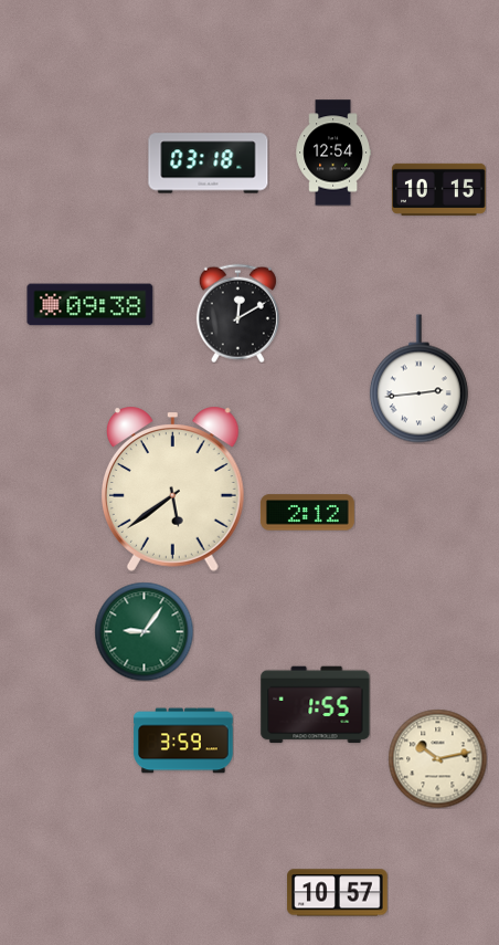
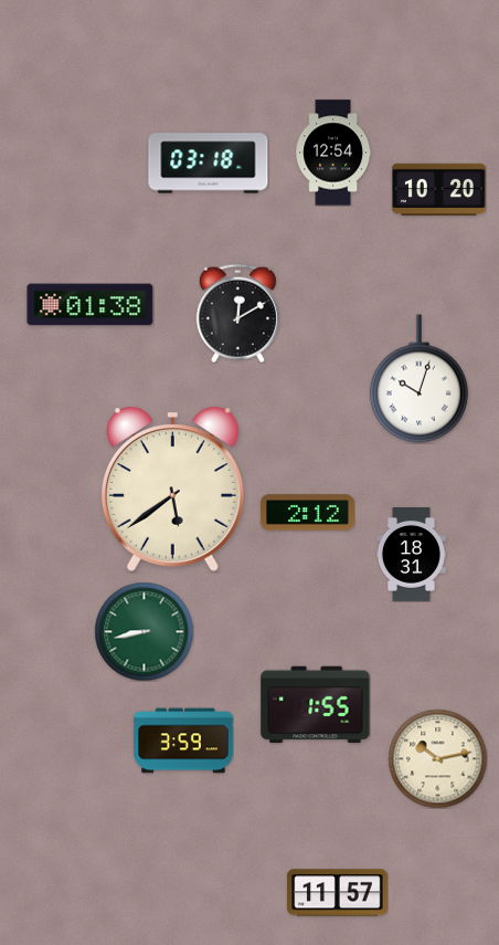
clock at (438, 189): 10:15 -> 10:20
clock at (91, 305): 09:38 -> 01:38
clock at (418, 379): 2:44 -> 10:03
clock at (411, 554): none -> 18:31
clock at (144, 631): 9:06 -> 8:43
clock at (338, 893): 10:57 -> 11:57
